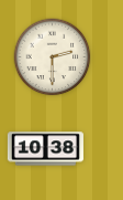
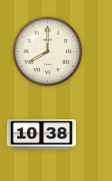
clock at (53, 57): 2:30 -> 8:00
